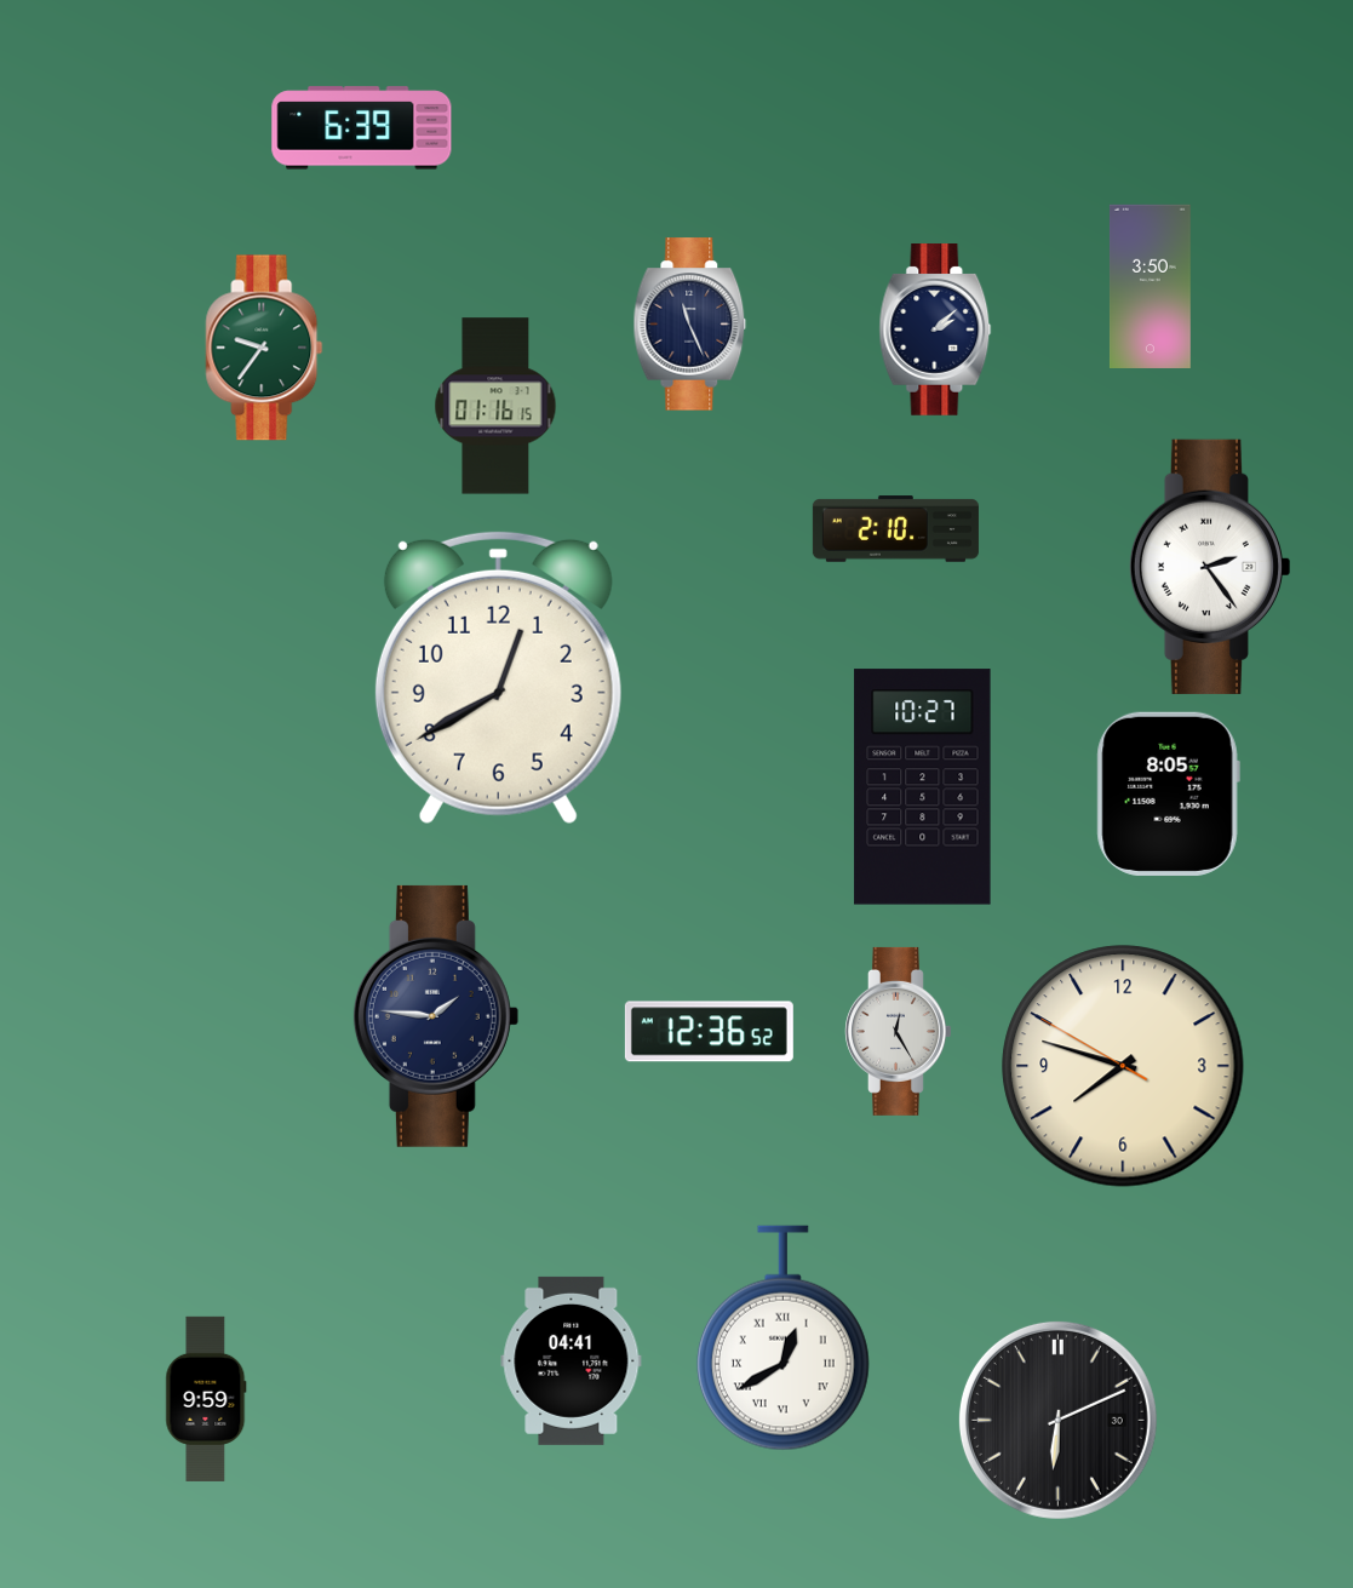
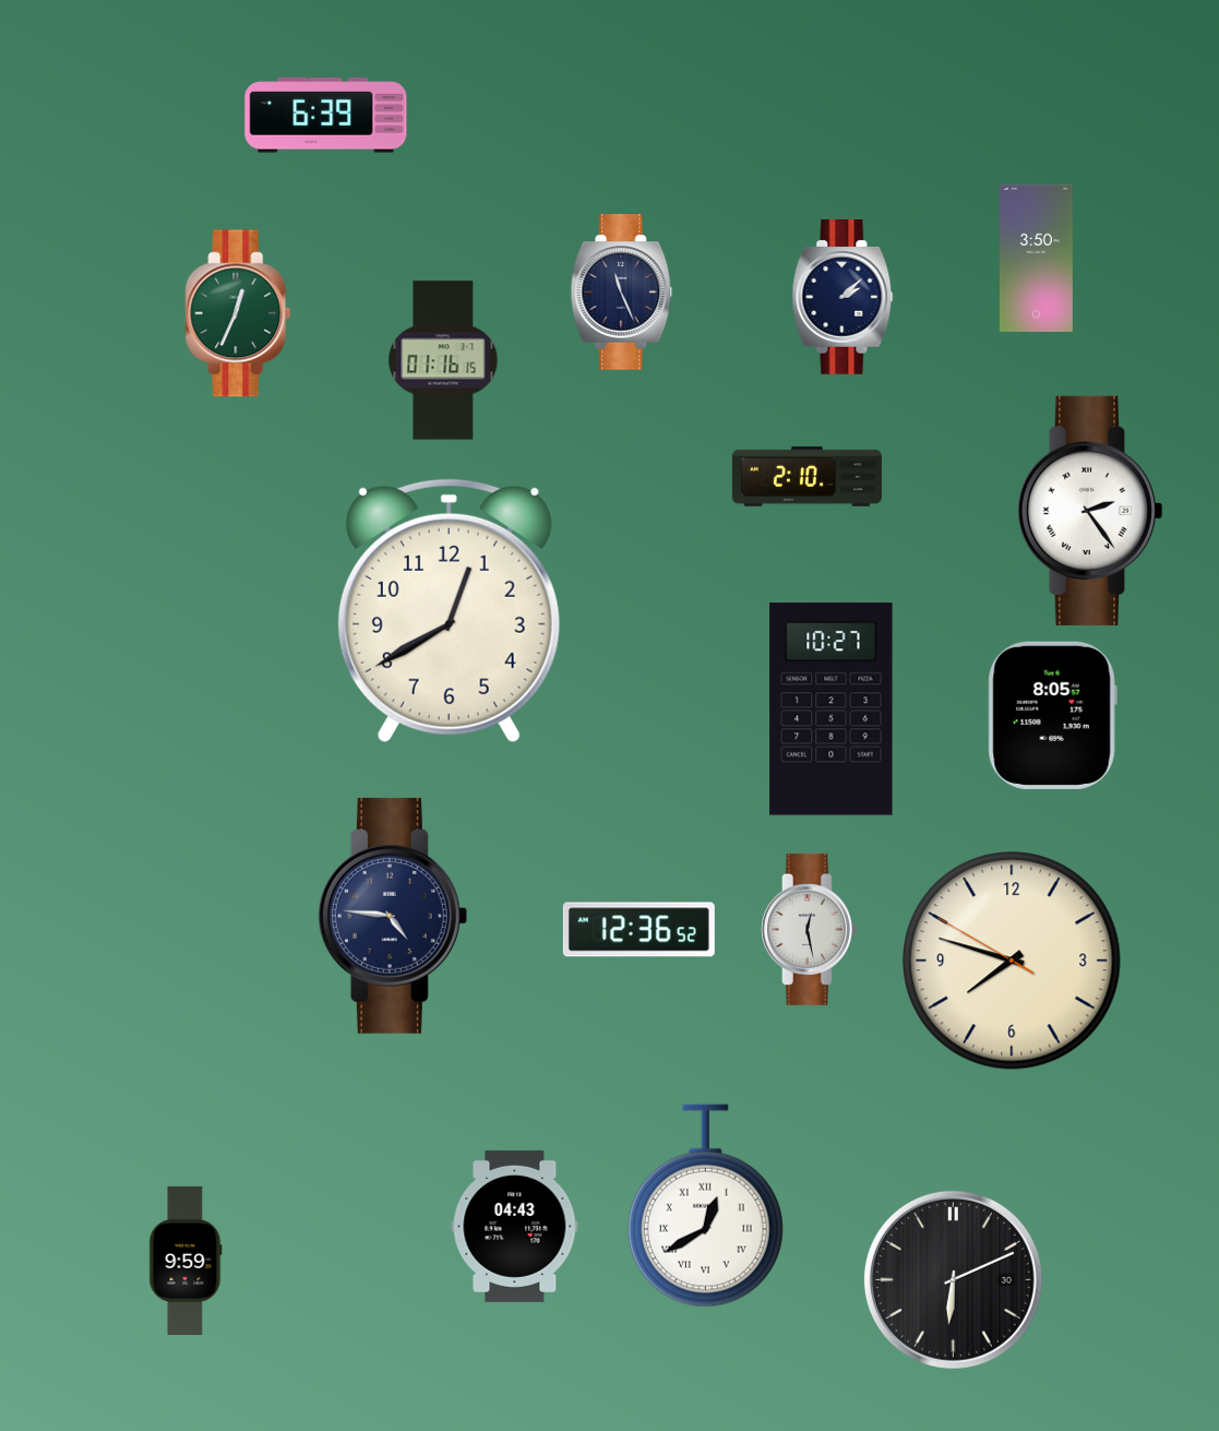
clock at (264, 348): 9:36 -> 12:34
clock at (495, 406) position: (495, 406) -> (443, 360)
clock at (436, 1016): 1:46 -> 4:46
clock at (899, 1031): 12:25 -> 12:28
clock at (572, 1360): 04:41 -> 04:43
